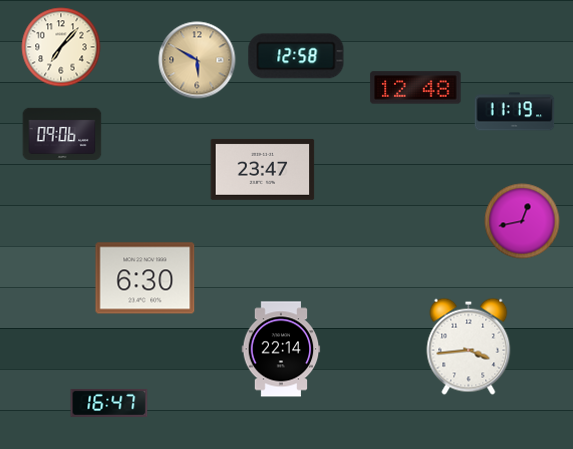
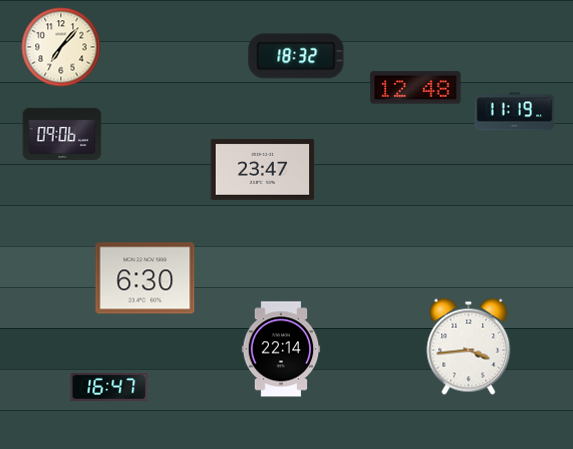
clock at (296, 56): 12:58 -> 18:32
clock at (197, 60): 5:50 -> none
clock at (522, 221): 12:43 -> none
clock at (109, 403) position: (109, 403) -> (109, 387)
